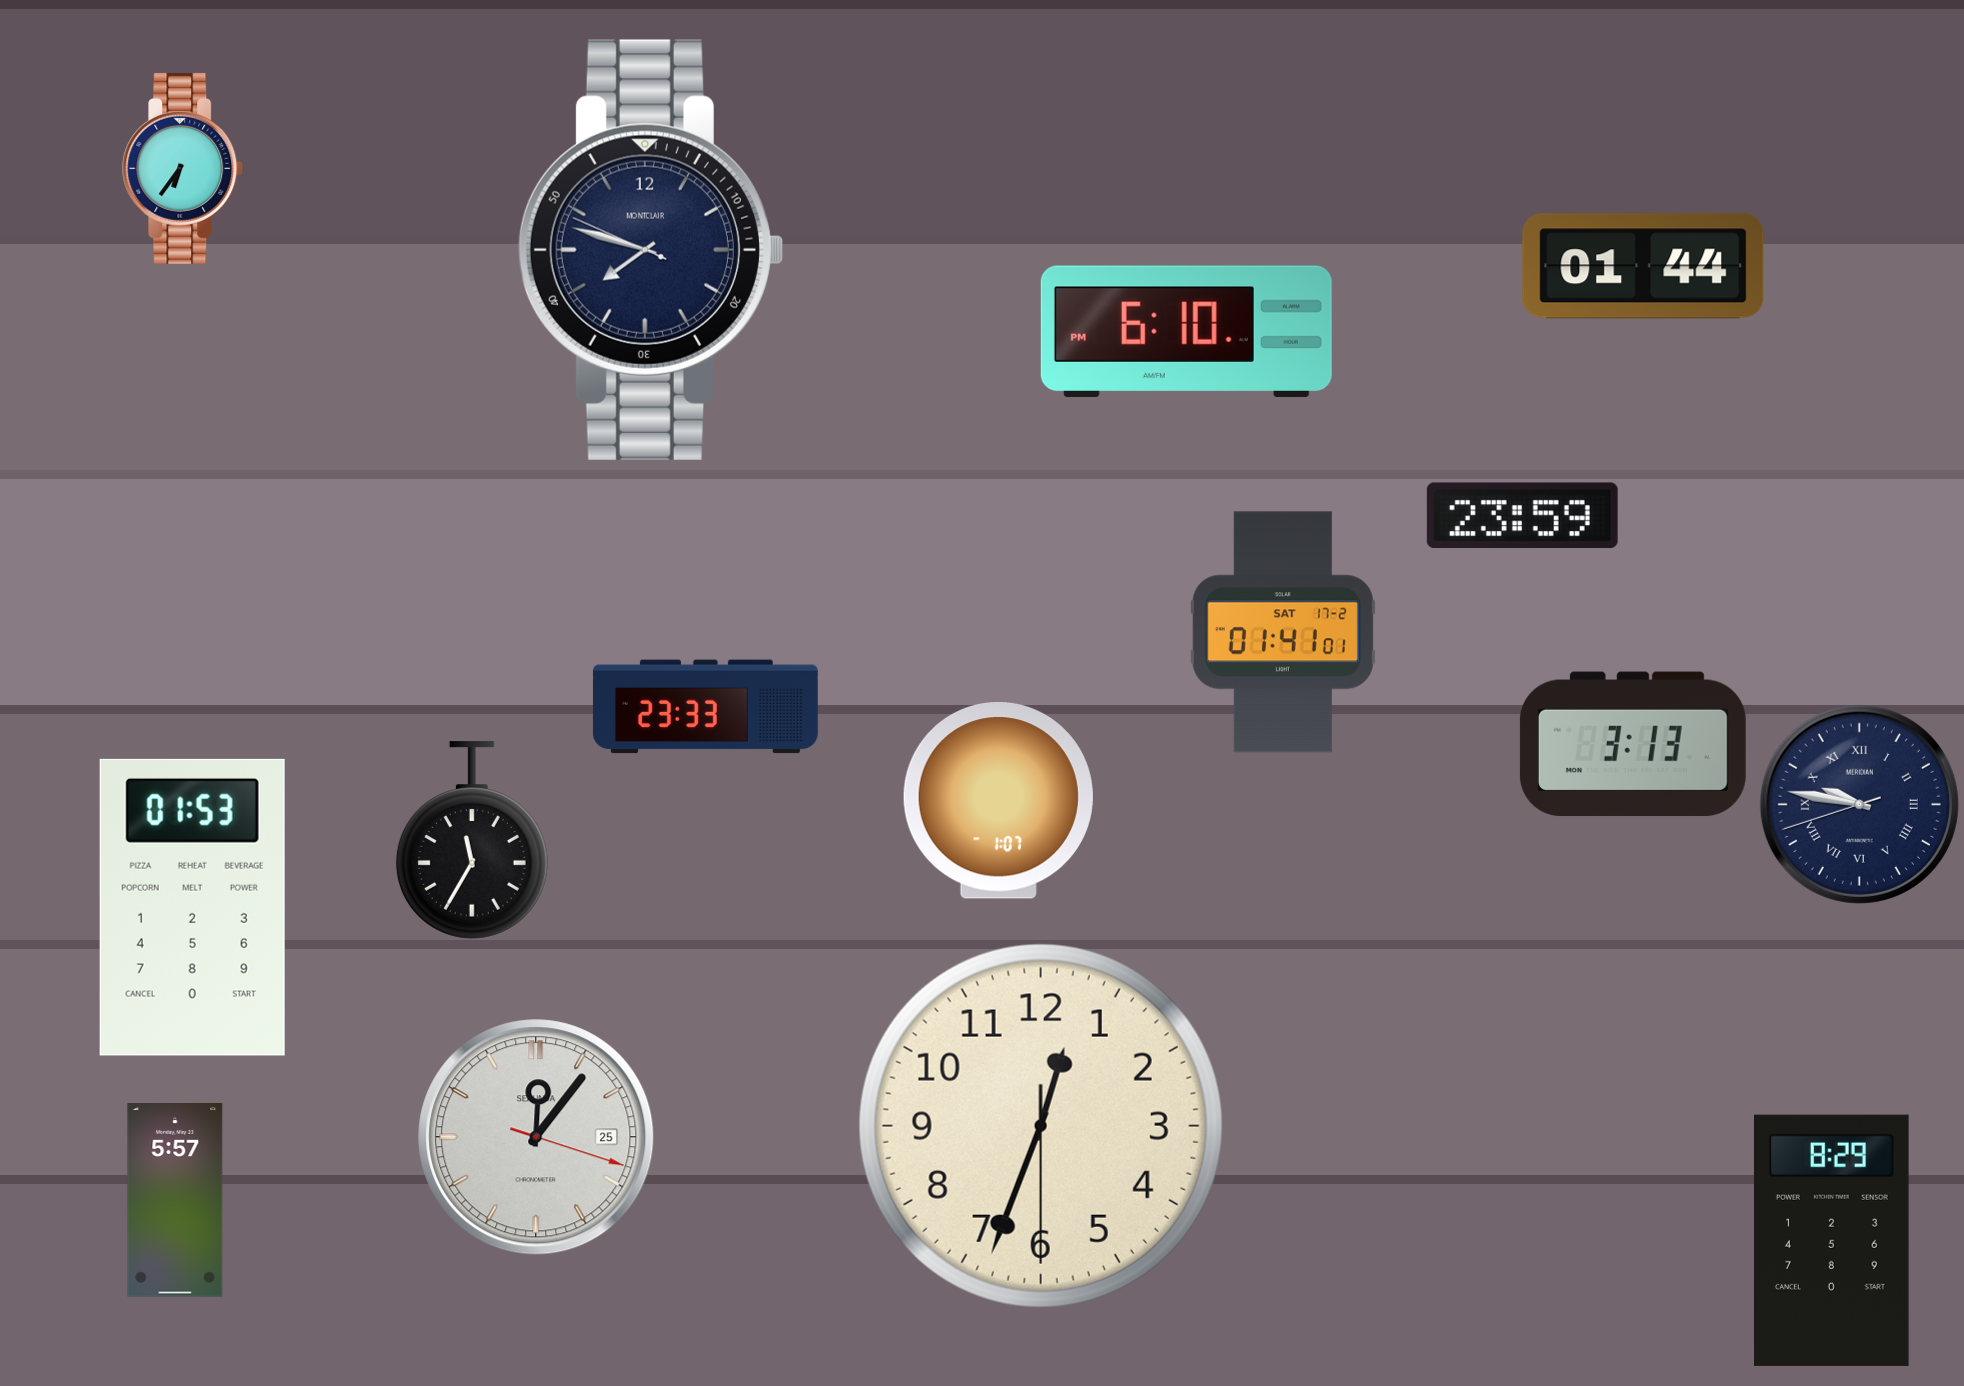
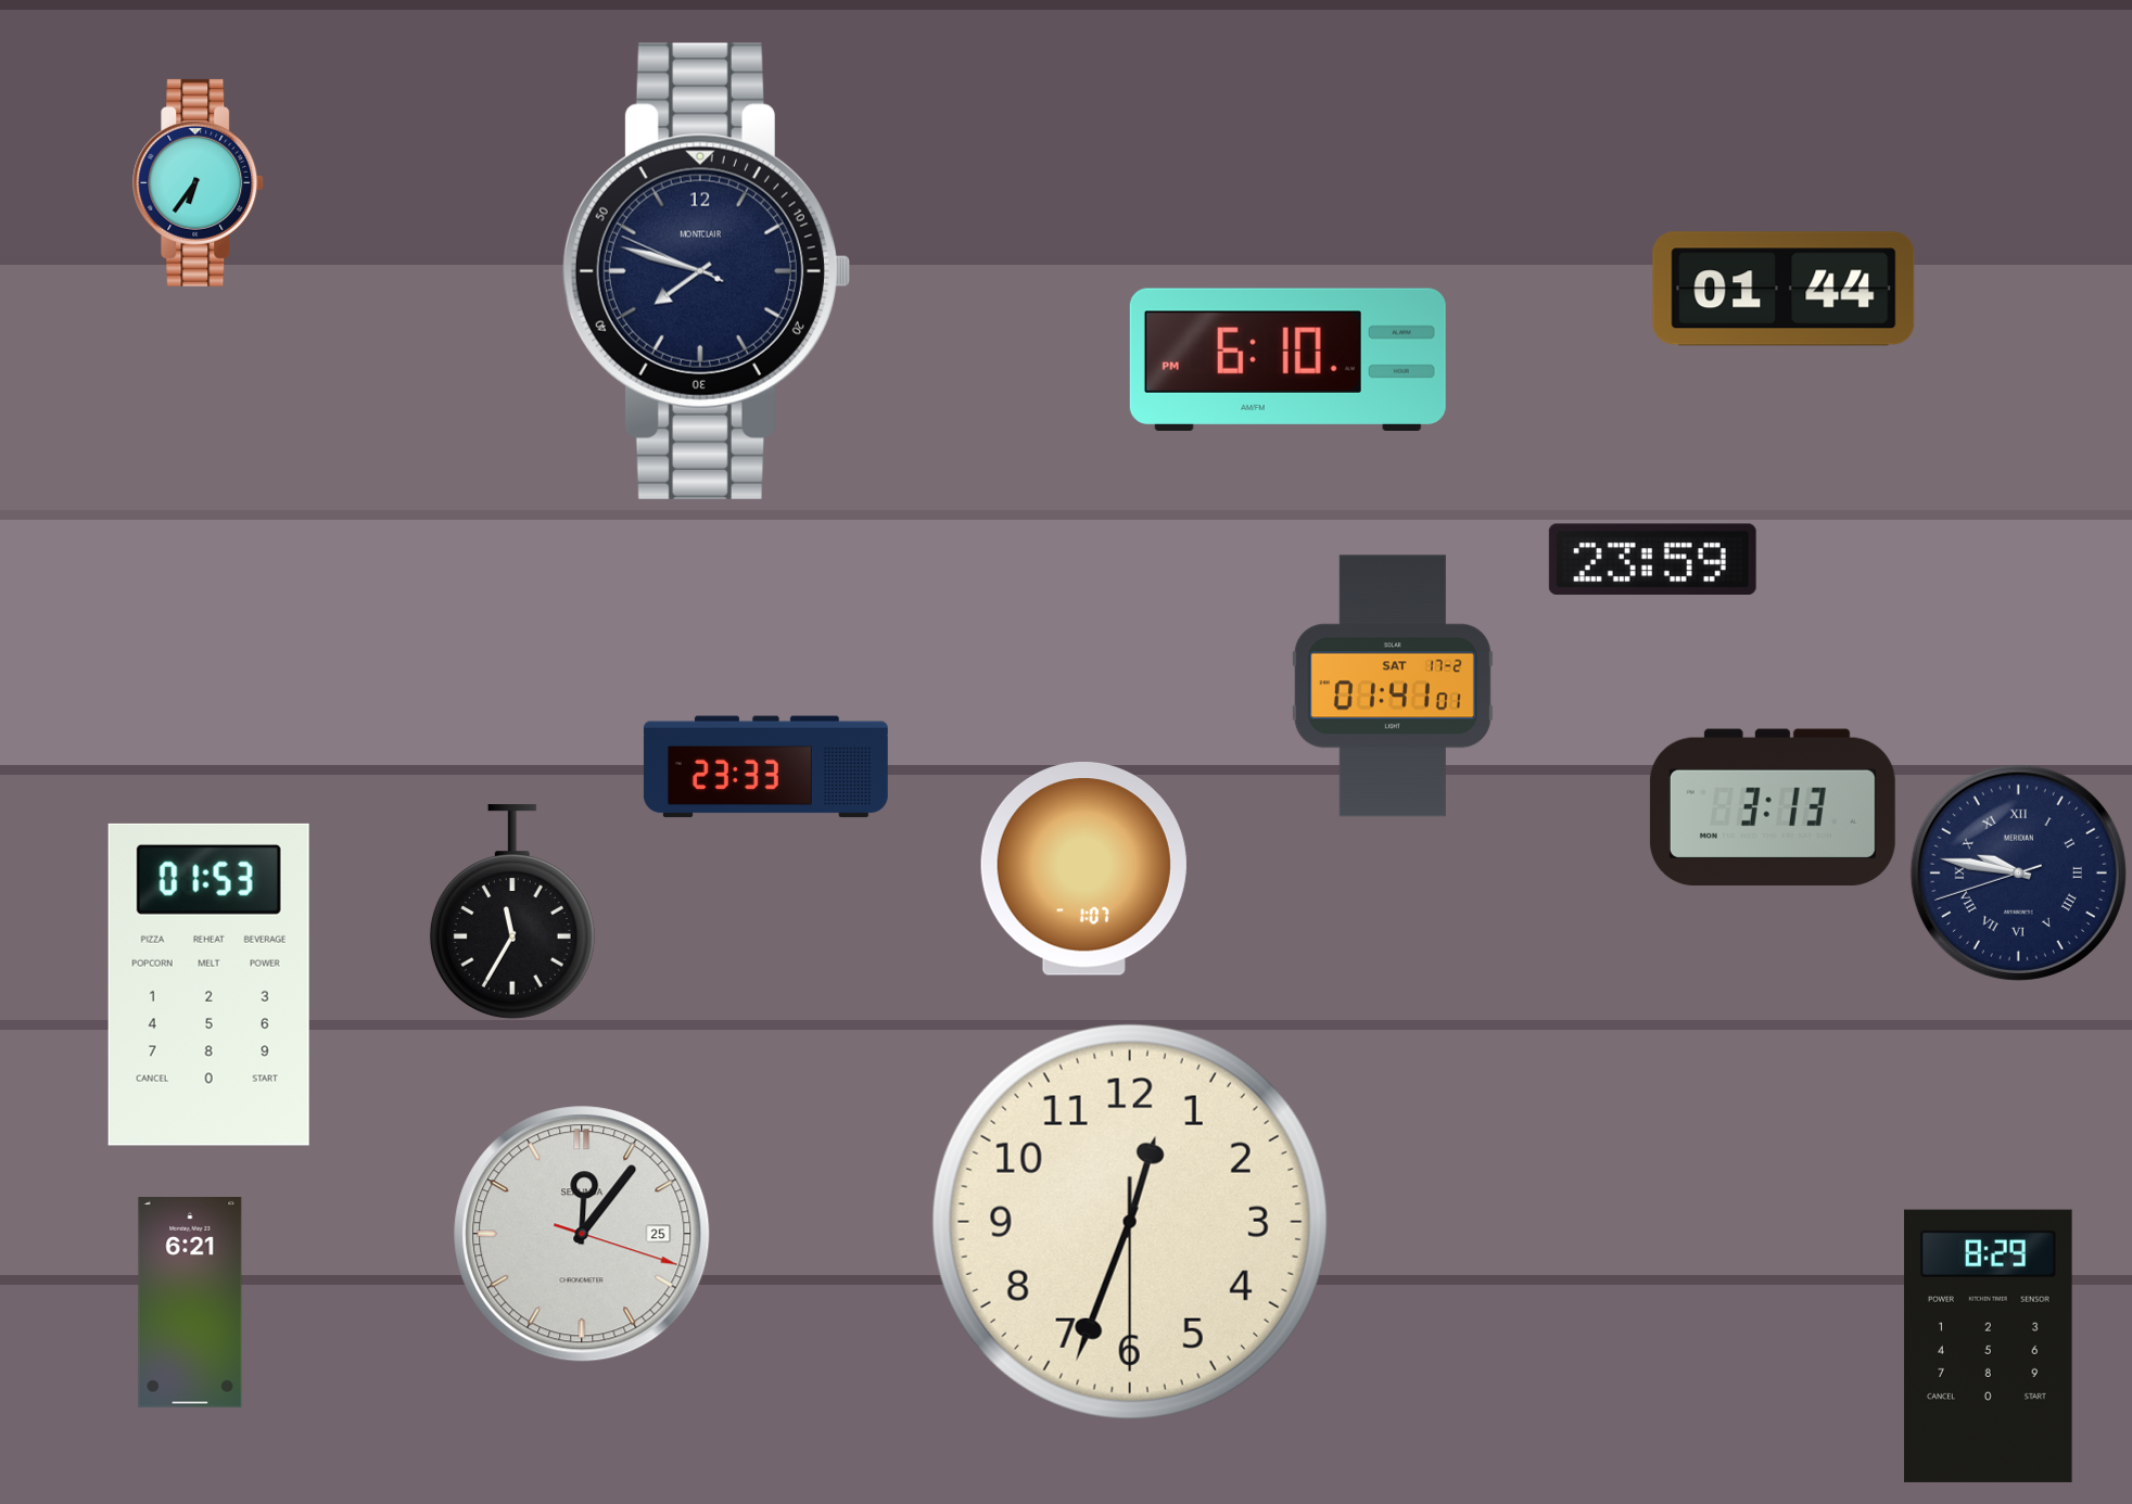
clock at (175, 1200): 5:57 -> 6:21
